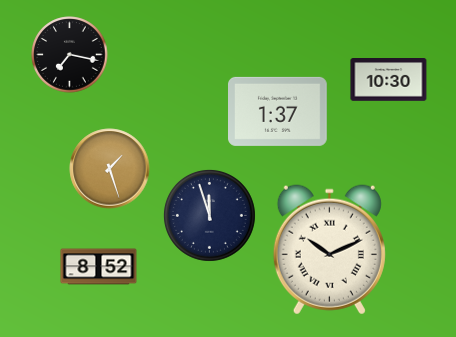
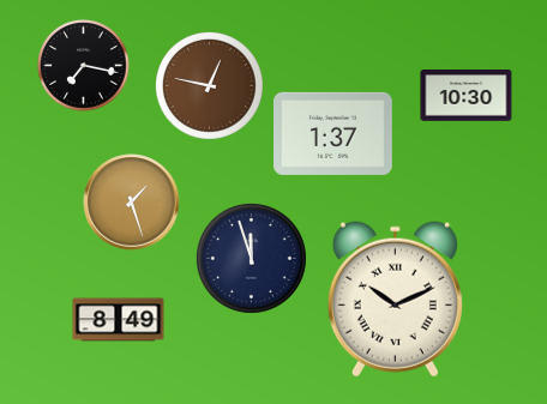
clock at (209, 85): none -> 12:47
clock at (99, 267): 8:52 -> 8:49
